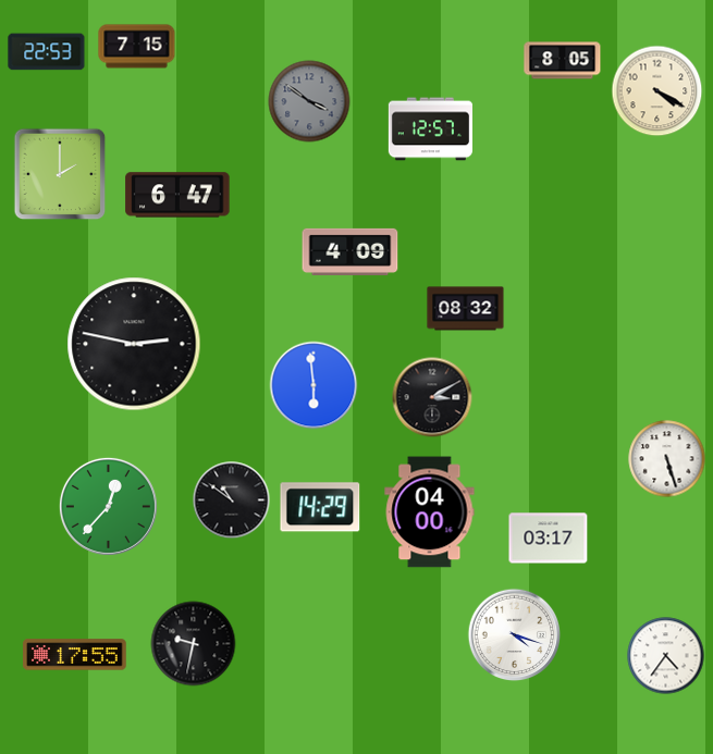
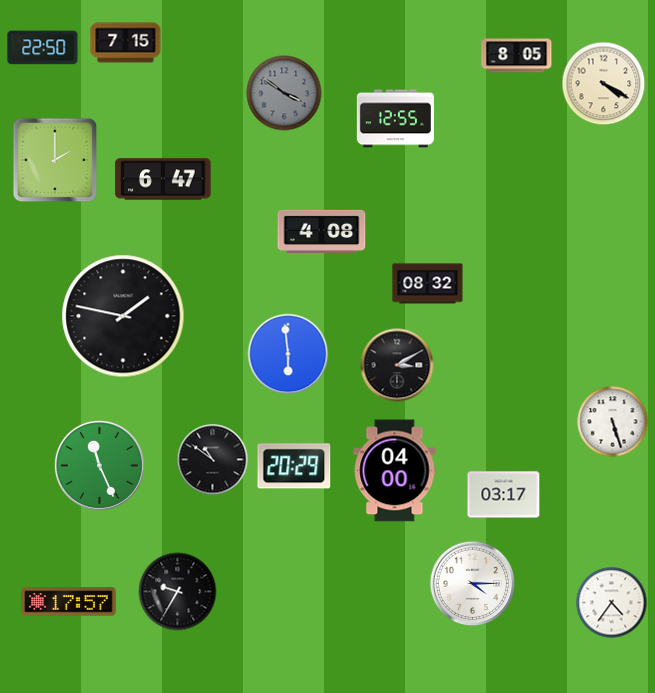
clock at (47, 52): 22:53 -> 22:50
clock at (430, 129): 12:57 -> 12:55
clock at (351, 251): 4:09 -> 4:08
clock at (134, 344): 2:47 -> 1:47
clock at (108, 506): 12:37 -> 11:26
clock at (320, 507): 14:29 -> 20:29
clock at (515, 635): 4:18 -> 4:15
clock at (194, 644): 9:32 -> 9:35
clock at (75, 655): 17:55 -> 17:57
